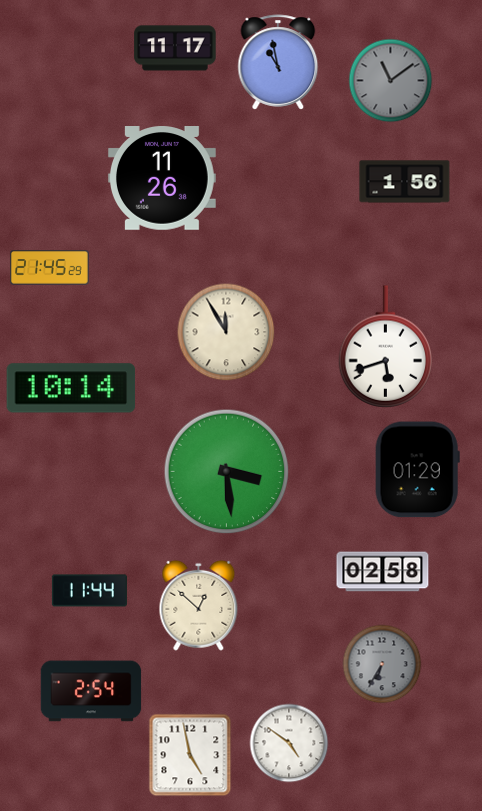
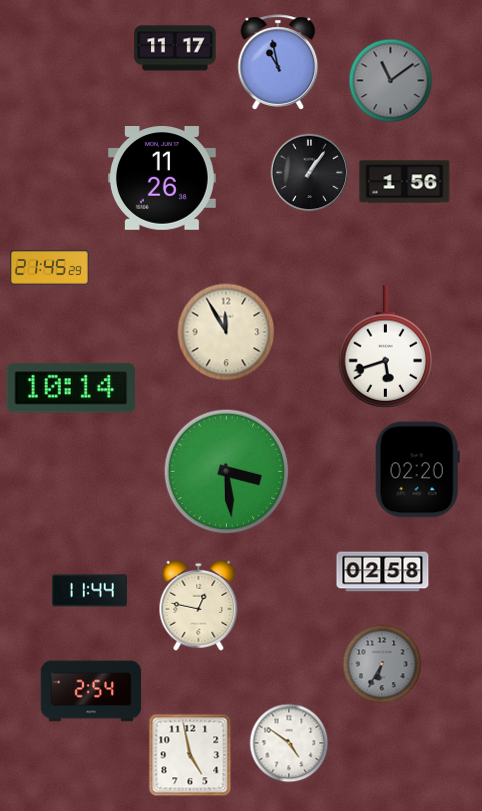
clock at (310, 173): none -> 1:06
clock at (417, 470): 01:29 -> 02:20
clock at (199, 605): 12:52 -> 12:47
